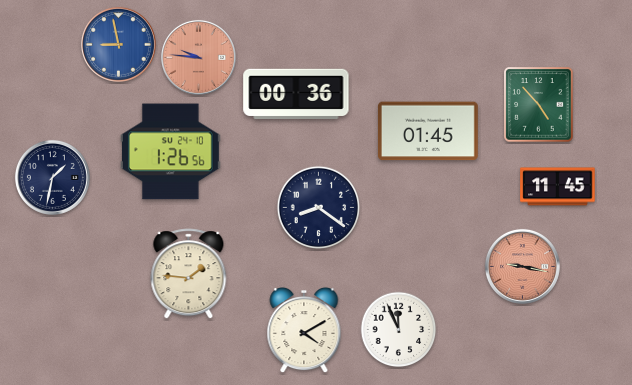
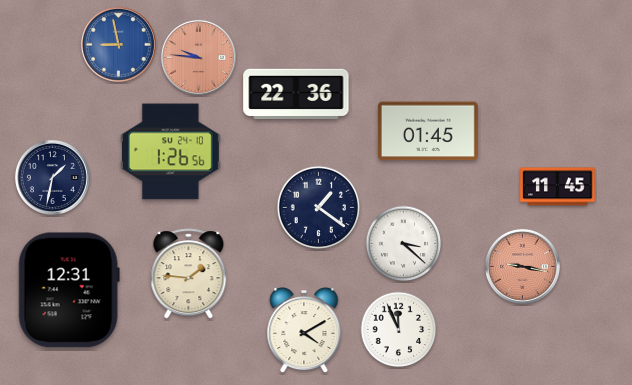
clock at (296, 93): 00:36 -> 22:36
clock at (539, 105): 4:53 -> none
clock at (319, 208): 8:21 -> 1:21
clock at (404, 244): none -> 3:22
clock at (69, 290): none -> 12:31
